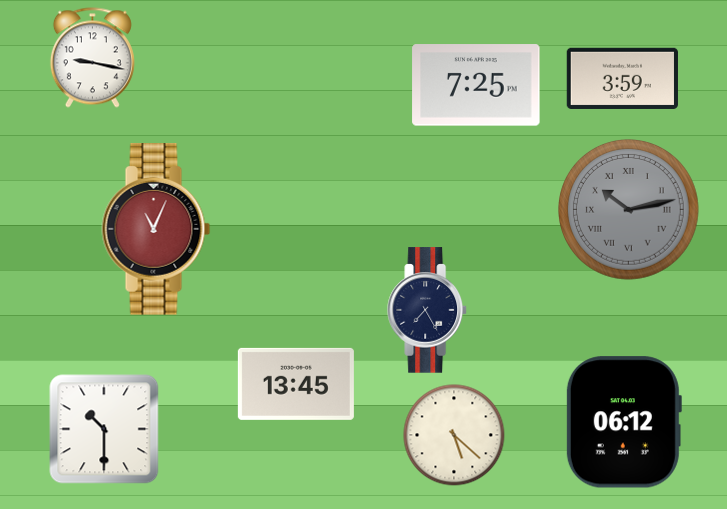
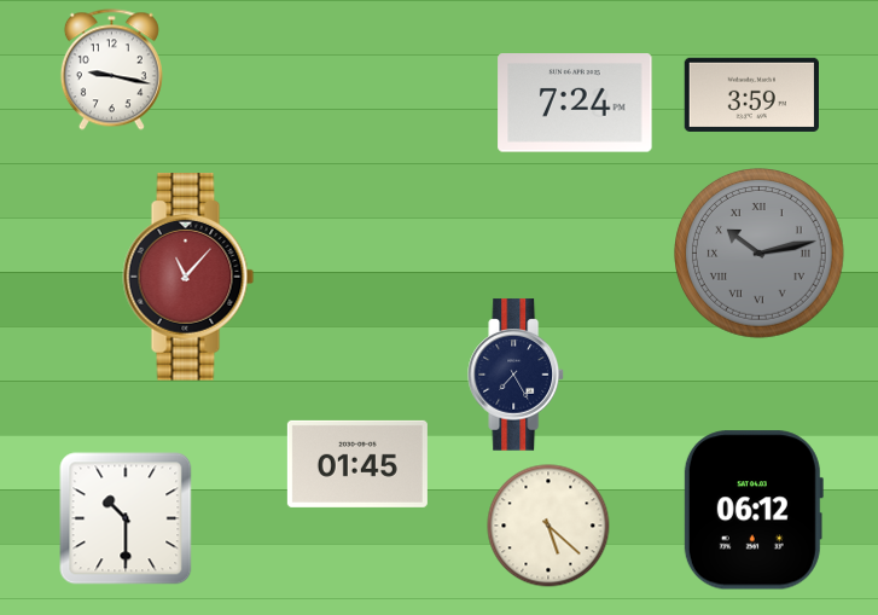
clock at (476, 85): 7:25 -> 7:24
clock at (156, 229): 11:04 -> 11:07
clock at (296, 384): 13:45 -> 01:45
